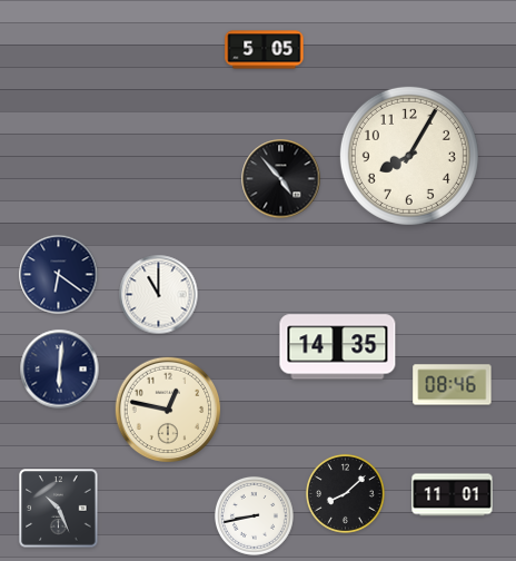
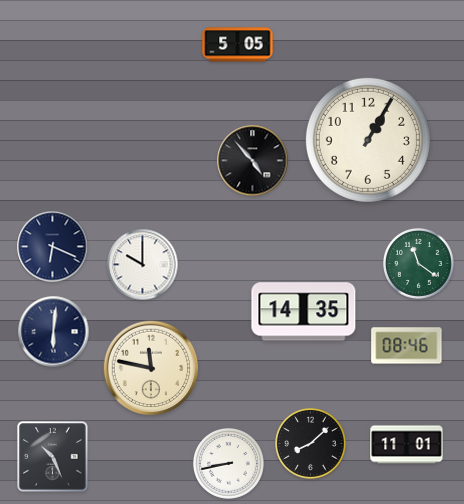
clock at (409, 156): 8:05 -> 1:05
clock at (59, 275): 6:21 -> 6:19
clock at (418, 264): none -> 11:21
clock at (159, 295): 11:00 -> 10:00
clock at (168, 410): 12:47 -> 11:47
